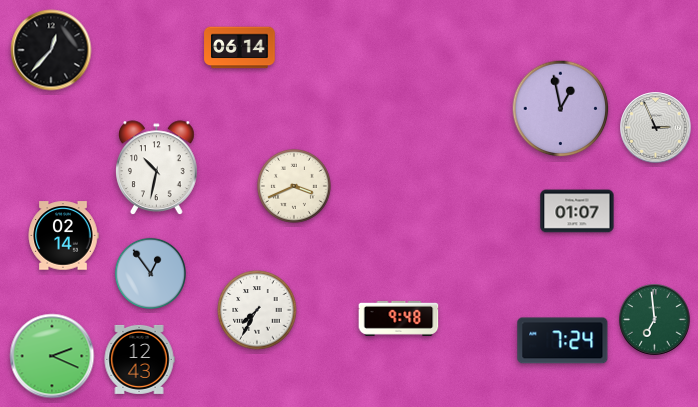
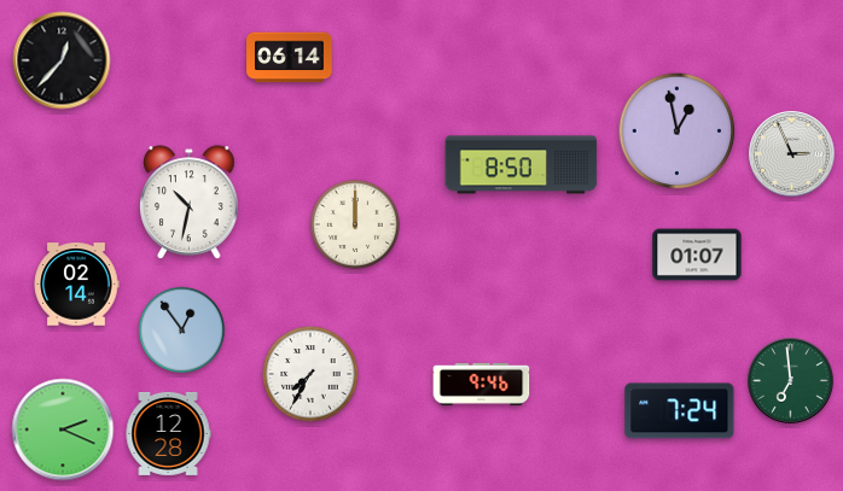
clock at (522, 165): none -> 8:50
clock at (294, 186): 3:41 -> 12:00
clock at (399, 318): 9:48 -> 9:46
clock at (655, 320) position: (655, 320) -> (791, 381)
clock at (139, 359): 12:43 -> 12:28
